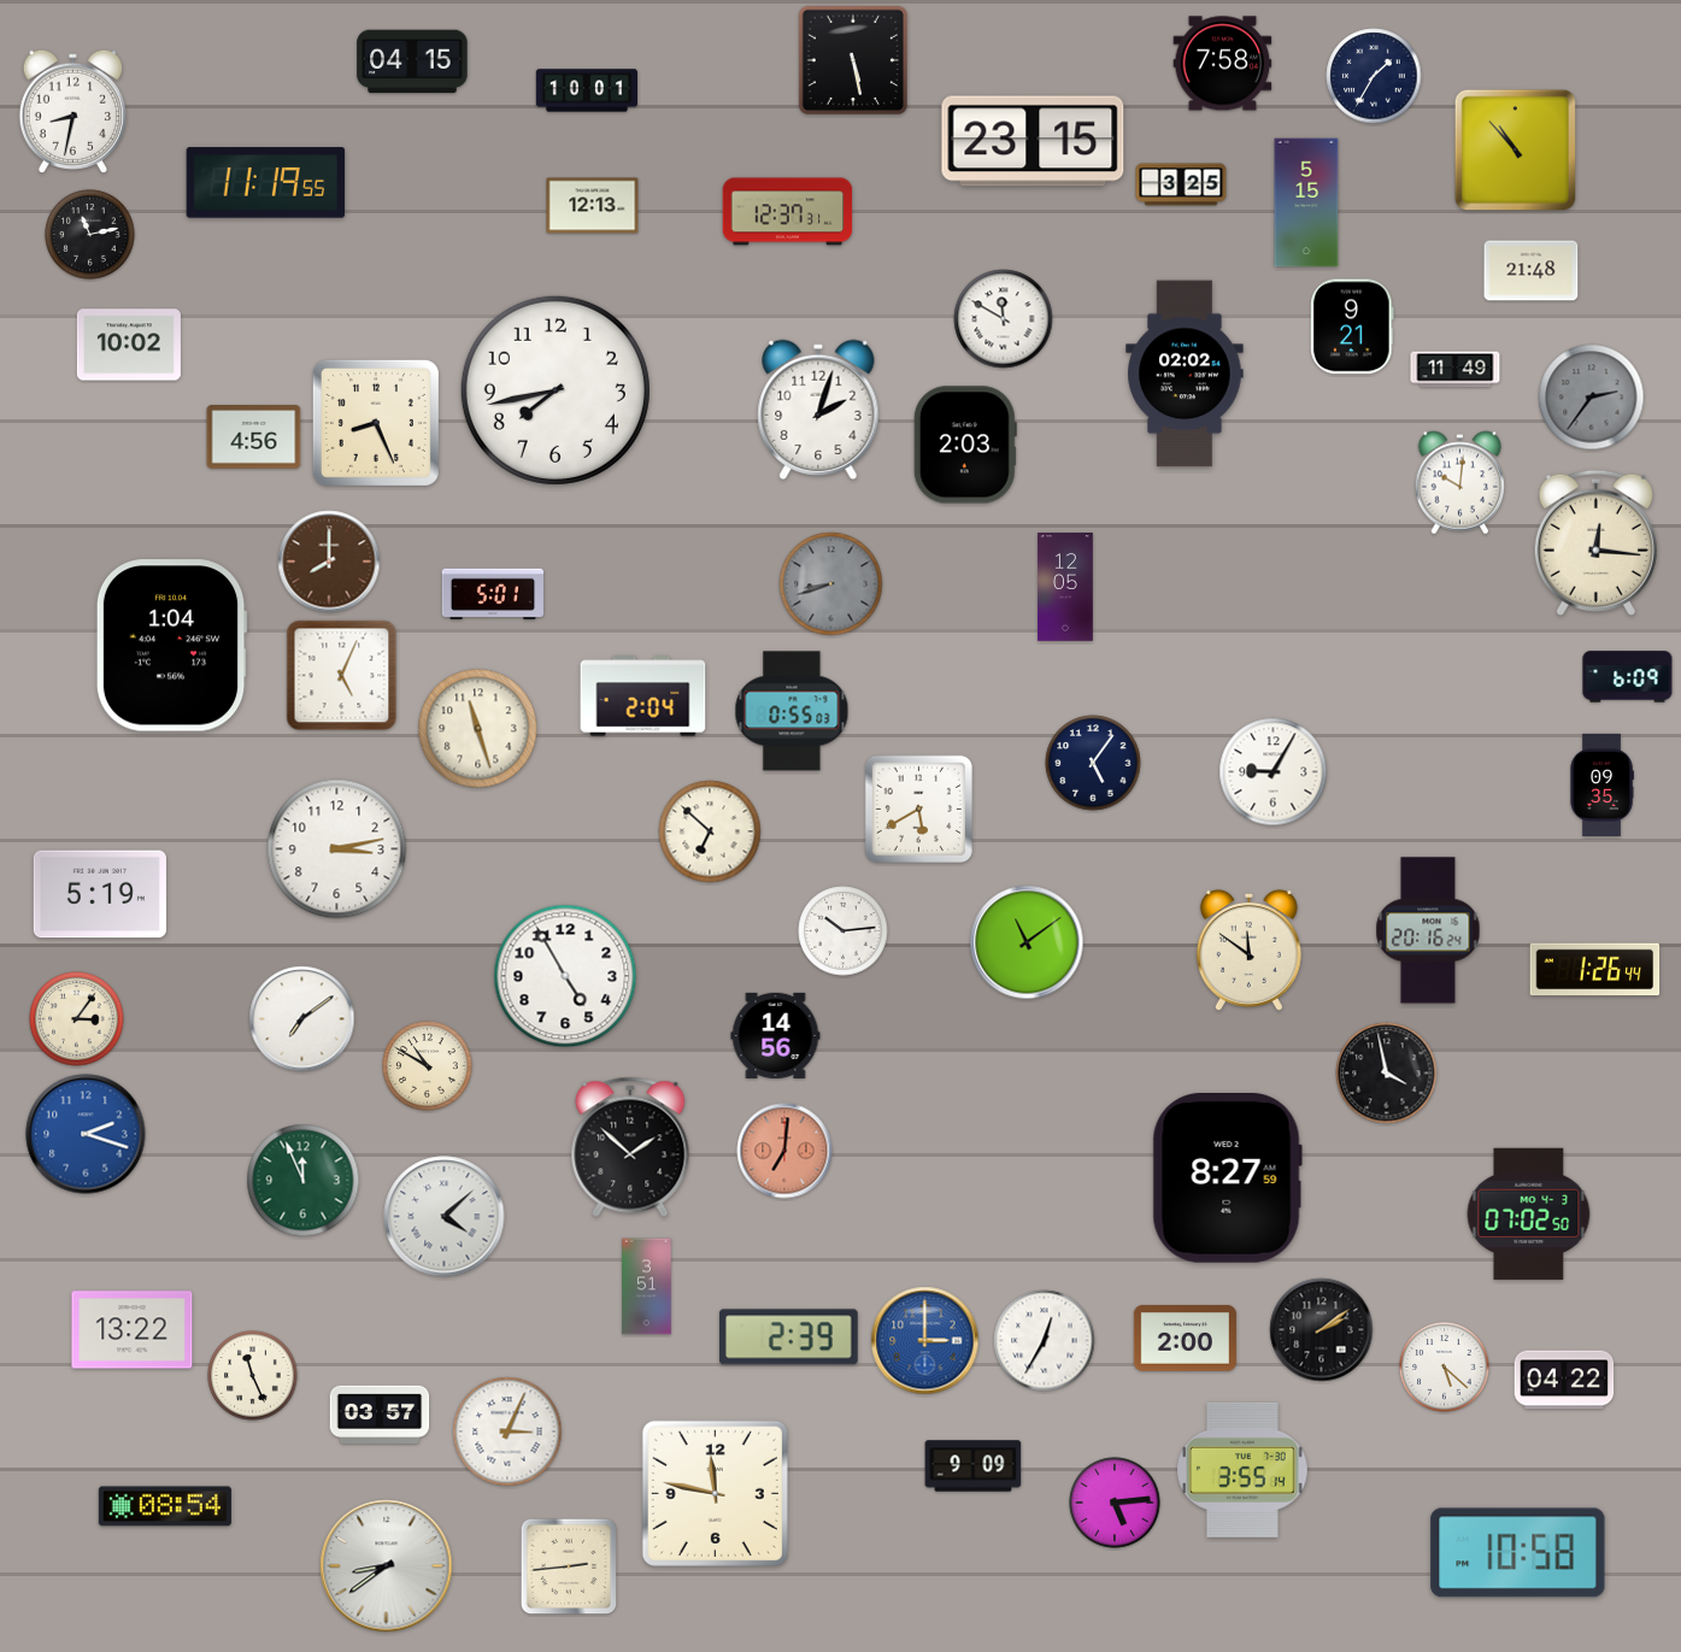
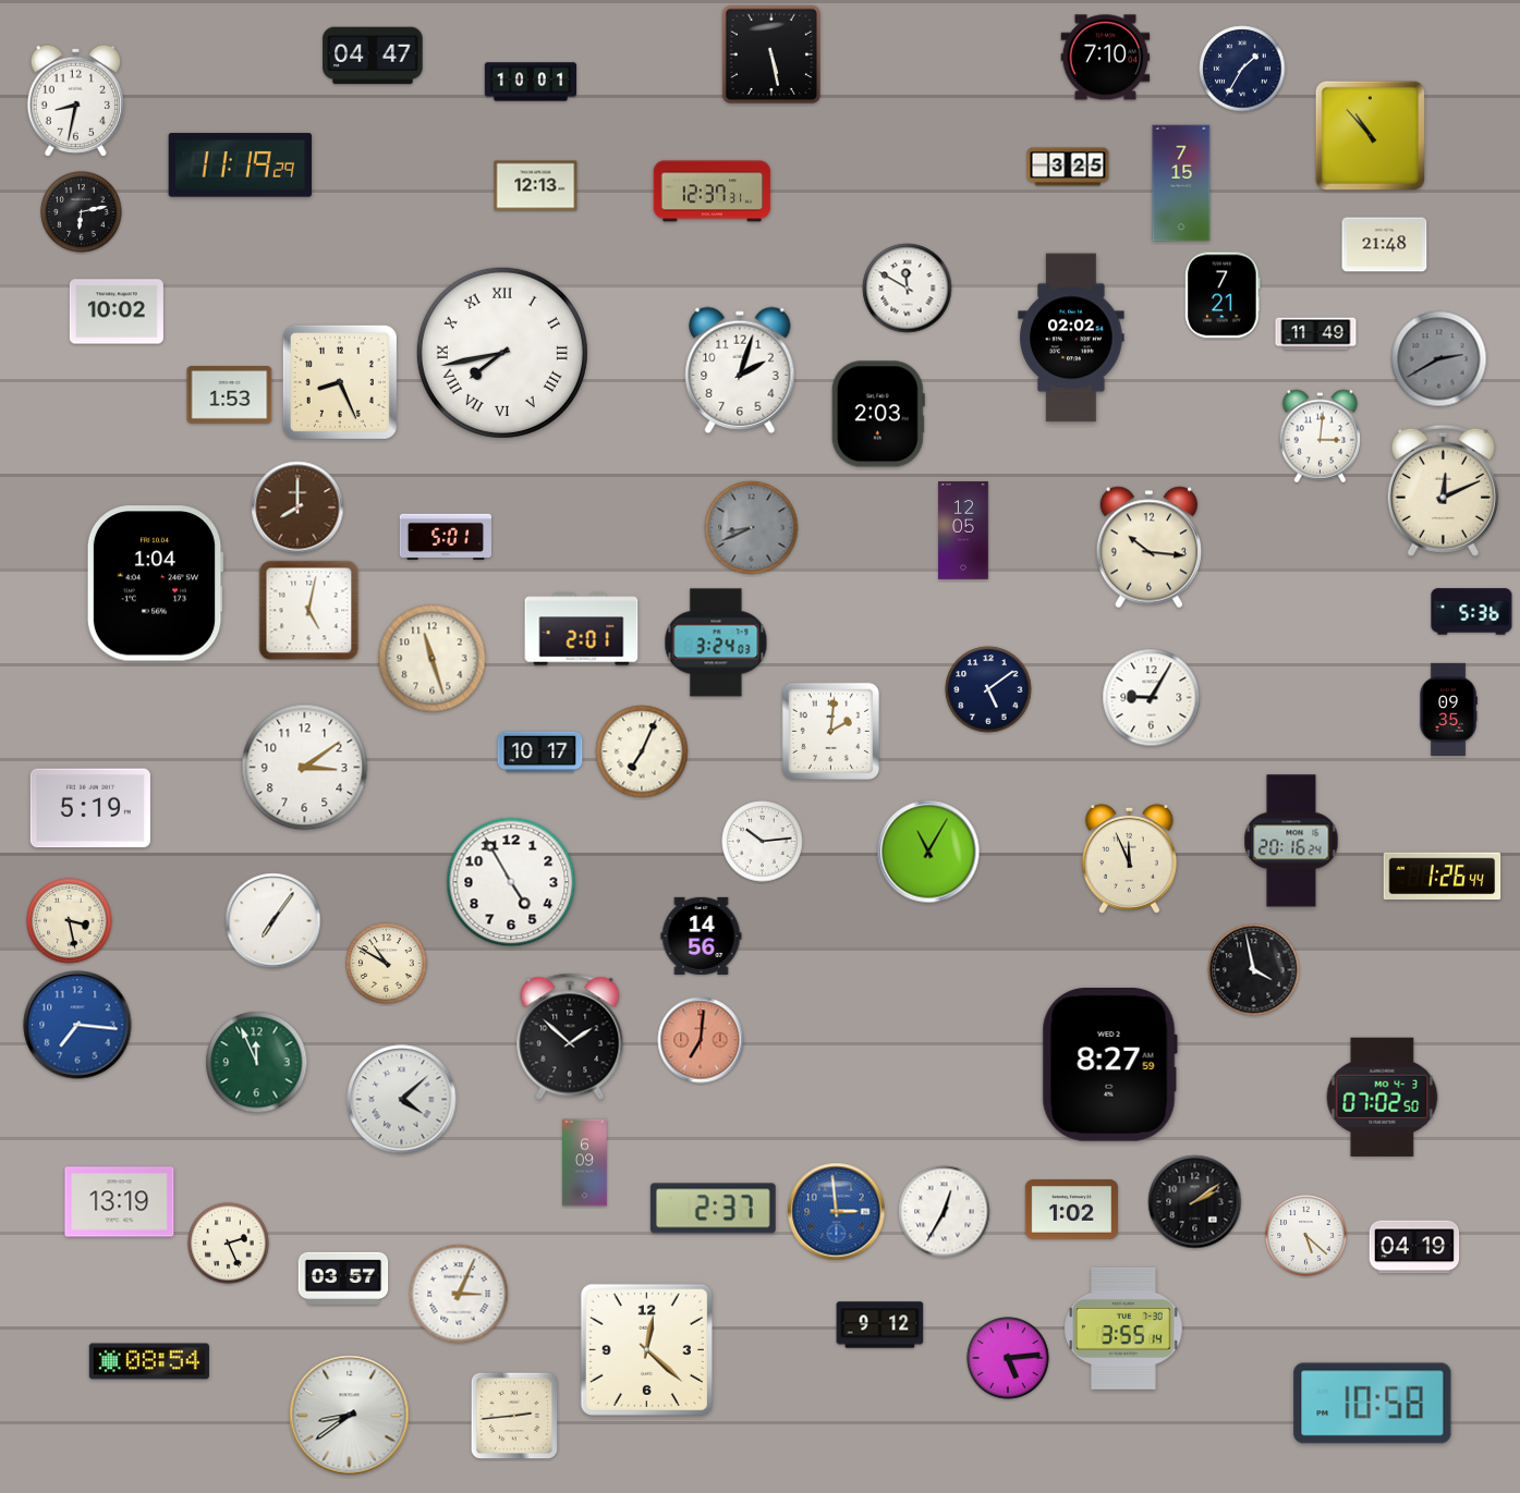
clock at (412, 61): 04:15 -> 04:47
clock at (1223, 64): 7:58 -> 7:10
clock at (72, 111) position: (72, 111) -> (75, 100)
clock at (1033, 141): 23:15 -> none
clock at (266, 183): 11:19:55 -> 11:19:29
clock at (1306, 202): 5:15 -> 7:15
clock at (90, 235): 11:13 -> 6:13
clock at (1352, 327): 9:21 -> 7:21
clock at (556, 390) numerals: Arabic -> Roman
clock at (1592, 398): 2:36 -> 2:40
clock at (254, 437): 4:56 -> 1:53
clock at (965, 445) position: (965, 445) -> (878, 414)
clock at (1460, 483): 10:01 -> 3:01
clock at (1595, 542): 12:16 -> 12:11
clock at (831, 584): 8:42 -> 8:41
clock at (1148, 548): none -> 10:16
clock at (342, 676): 5:04 -> 5:02
clock at (1628, 677): 6:09 -> 5:36
clock at (643, 696): 2:04 -> 2:01
clock at (792, 711): 0:55 -> 3:24
clock at (1093, 763): 5:06 -> 5:09
clock at (918, 809): 5:40 -> 2:01
clock at (710, 831): 6:52 -> 7:04
clock at (540, 752): none -> 10:17
clock at (337, 849): 3:13 -> 3:09
clock at (1027, 942): 11:09 -> 11:05
clock at (1248, 950): 11:51 -> 11:56
clock at (77, 1019): 3:06 -> 3:28
clock at (302, 1019): 7:09 -> 7:06
clock at (86, 1134): 2:18 -> 7:16
clock at (784, 1151) position: (784, 1151) -> (701, 1040)
clock at (304, 1181) position: (304, 1181) -> (257, 1063)
clock at (647, 1287): 3:51 -> 6:09
clock at (133, 1330): 13:22 -> 13:19
clock at (788, 1338): 2:39 -> 2:37
clock at (1185, 1339): 2:00 -> 1:02
clock at (925, 1341): 3:00 -> 2:59
clock at (253, 1376): 11:26 -> 2:26
clock at (1564, 1380): 04:22 -> 04:19
clock at (974, 1466): 9:09 -> 9:12
clock at (715, 1493): 11:47 -> 12:22
